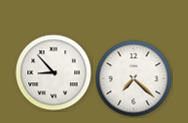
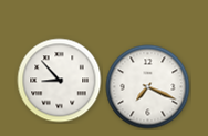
clock at (134, 79): 7:22 -> 7:19
